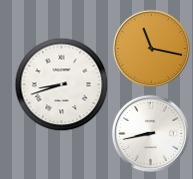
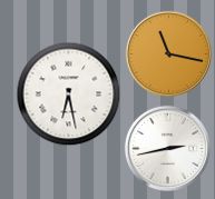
clock at (61, 84): 8:42 -> 6:28
clock at (150, 133): 8:43 -> 2:43
